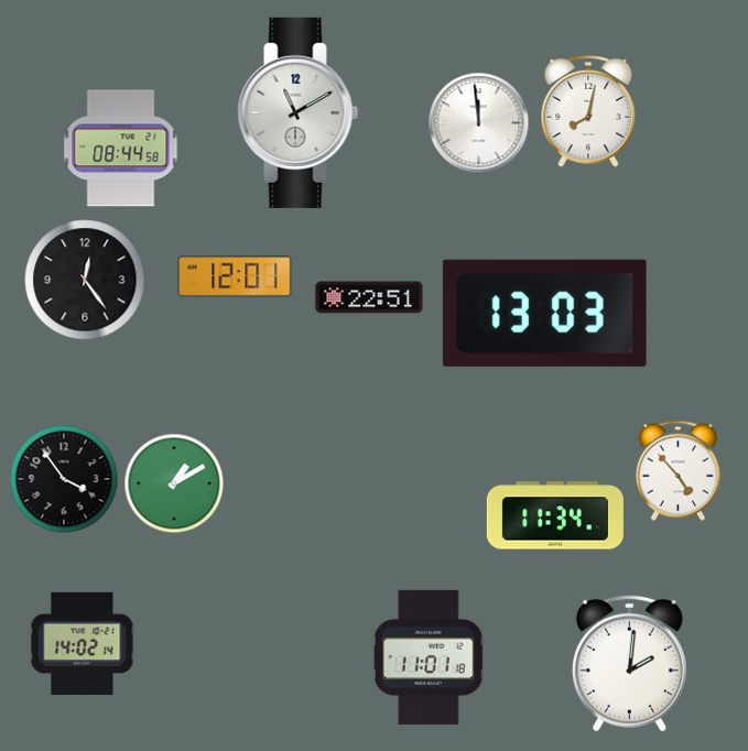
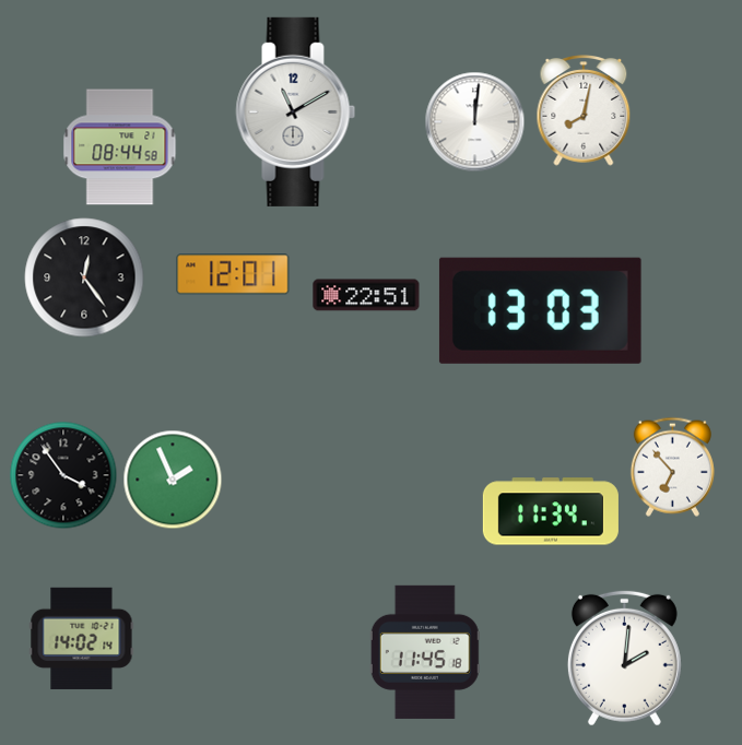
clock at (478, 122): 11:59 -> 12:01
clock at (677, 470): 4:53 -> 6:53
clock at (174, 483): 1:10 -> 1:56
clock at (429, 657): 11:01 -> 11:45
